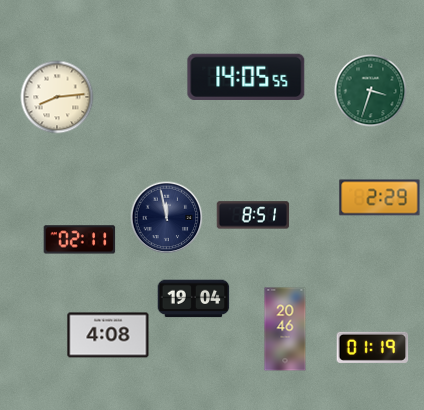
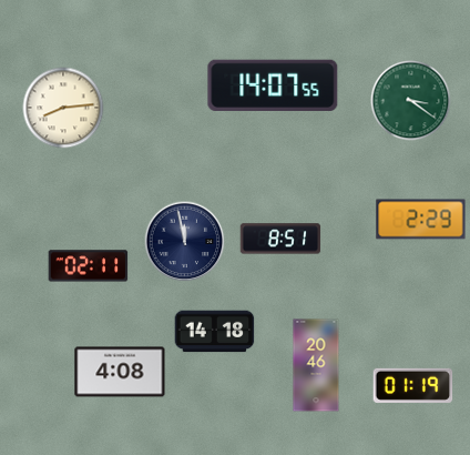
clock at (246, 77): 14:05 -> 14:07
clock at (371, 91): 3:33 -> 3:21
clock at (194, 299): 19:04 -> 14:18
